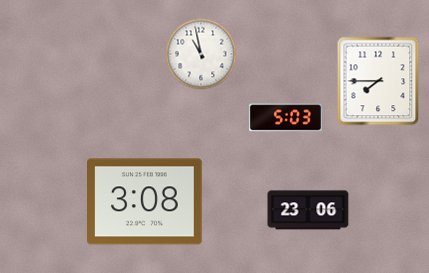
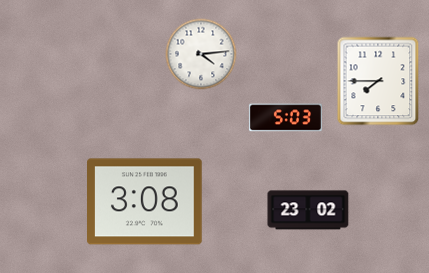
clock at (201, 54): 10:58 -> 4:14
clock at (308, 210): 23:06 -> 23:02
